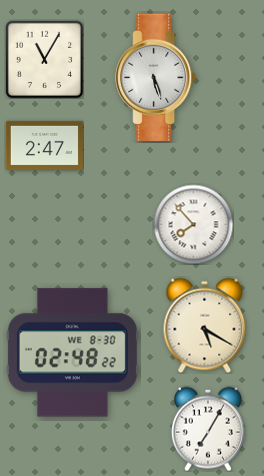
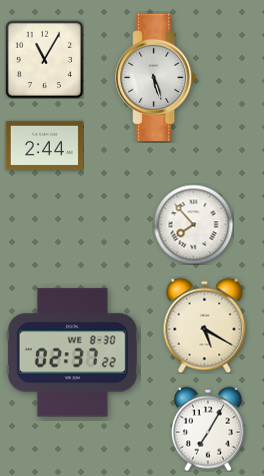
clock at (44, 145): 2:47 -> 2:44
clock at (72, 353): 02:48 -> 02:37
